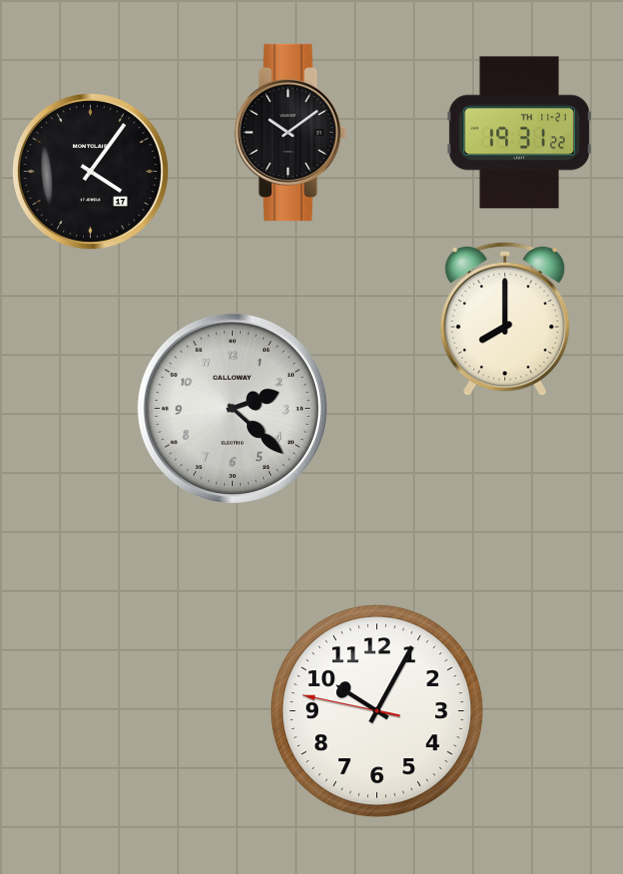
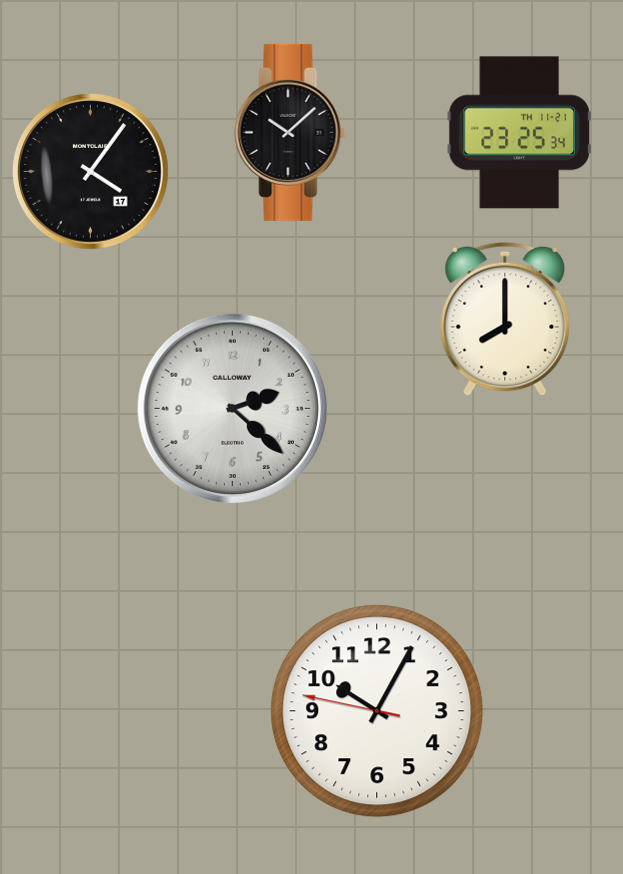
clock at (291, 132): 10:09 -> 10:08
clock at (519, 133): 19:31 -> 23:25
